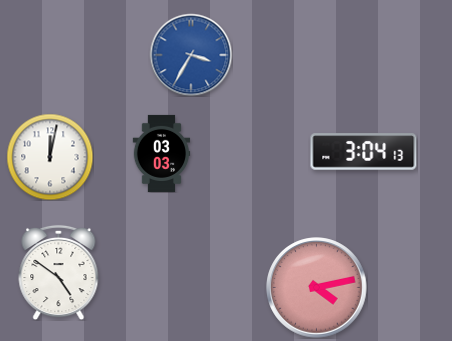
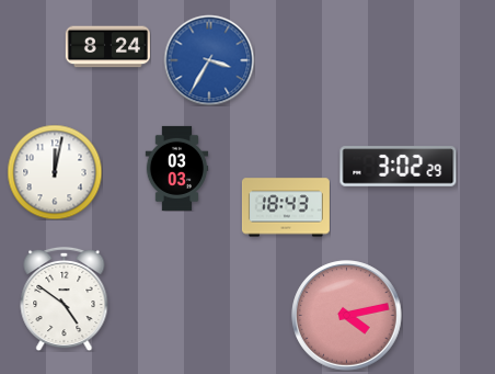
clock at (107, 47): none -> 8:24
clock at (364, 152): 3:04 -> 3:02
clock at (286, 207): none -> 18:43
